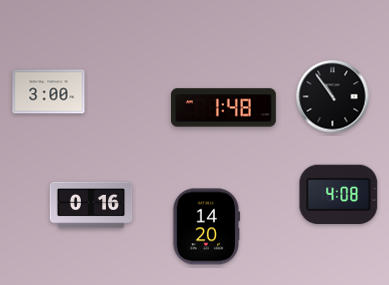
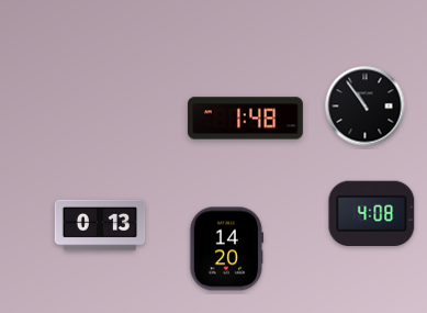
clock at (49, 92): 3:00 -> none
clock at (91, 205): 0:16 -> 0:13
